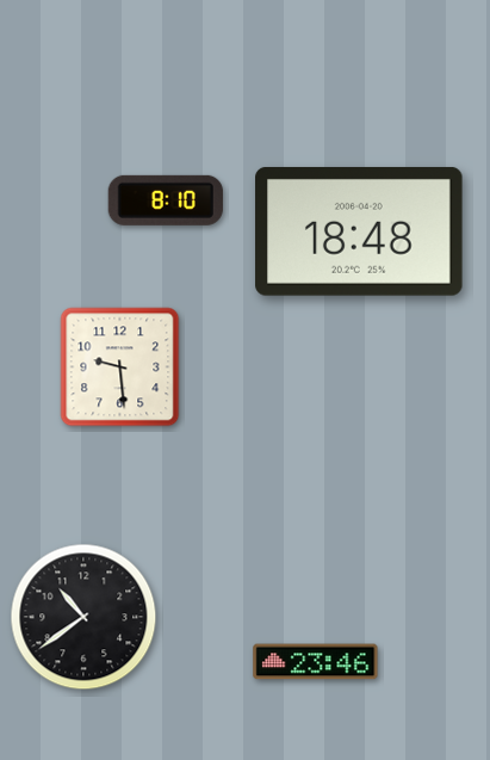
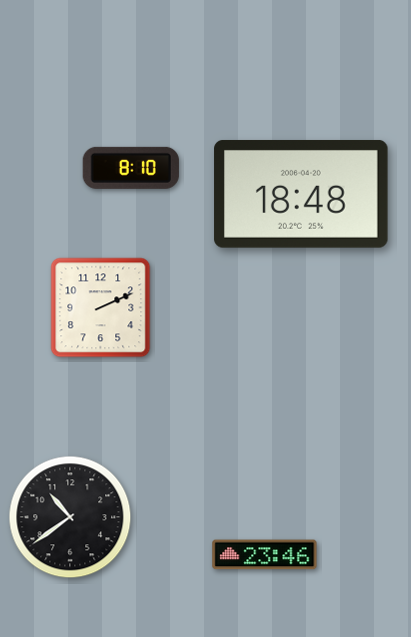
clock at (166, 200) position: (166, 200) -> (131, 168)
clock at (120, 367): 9:29 -> 2:11
